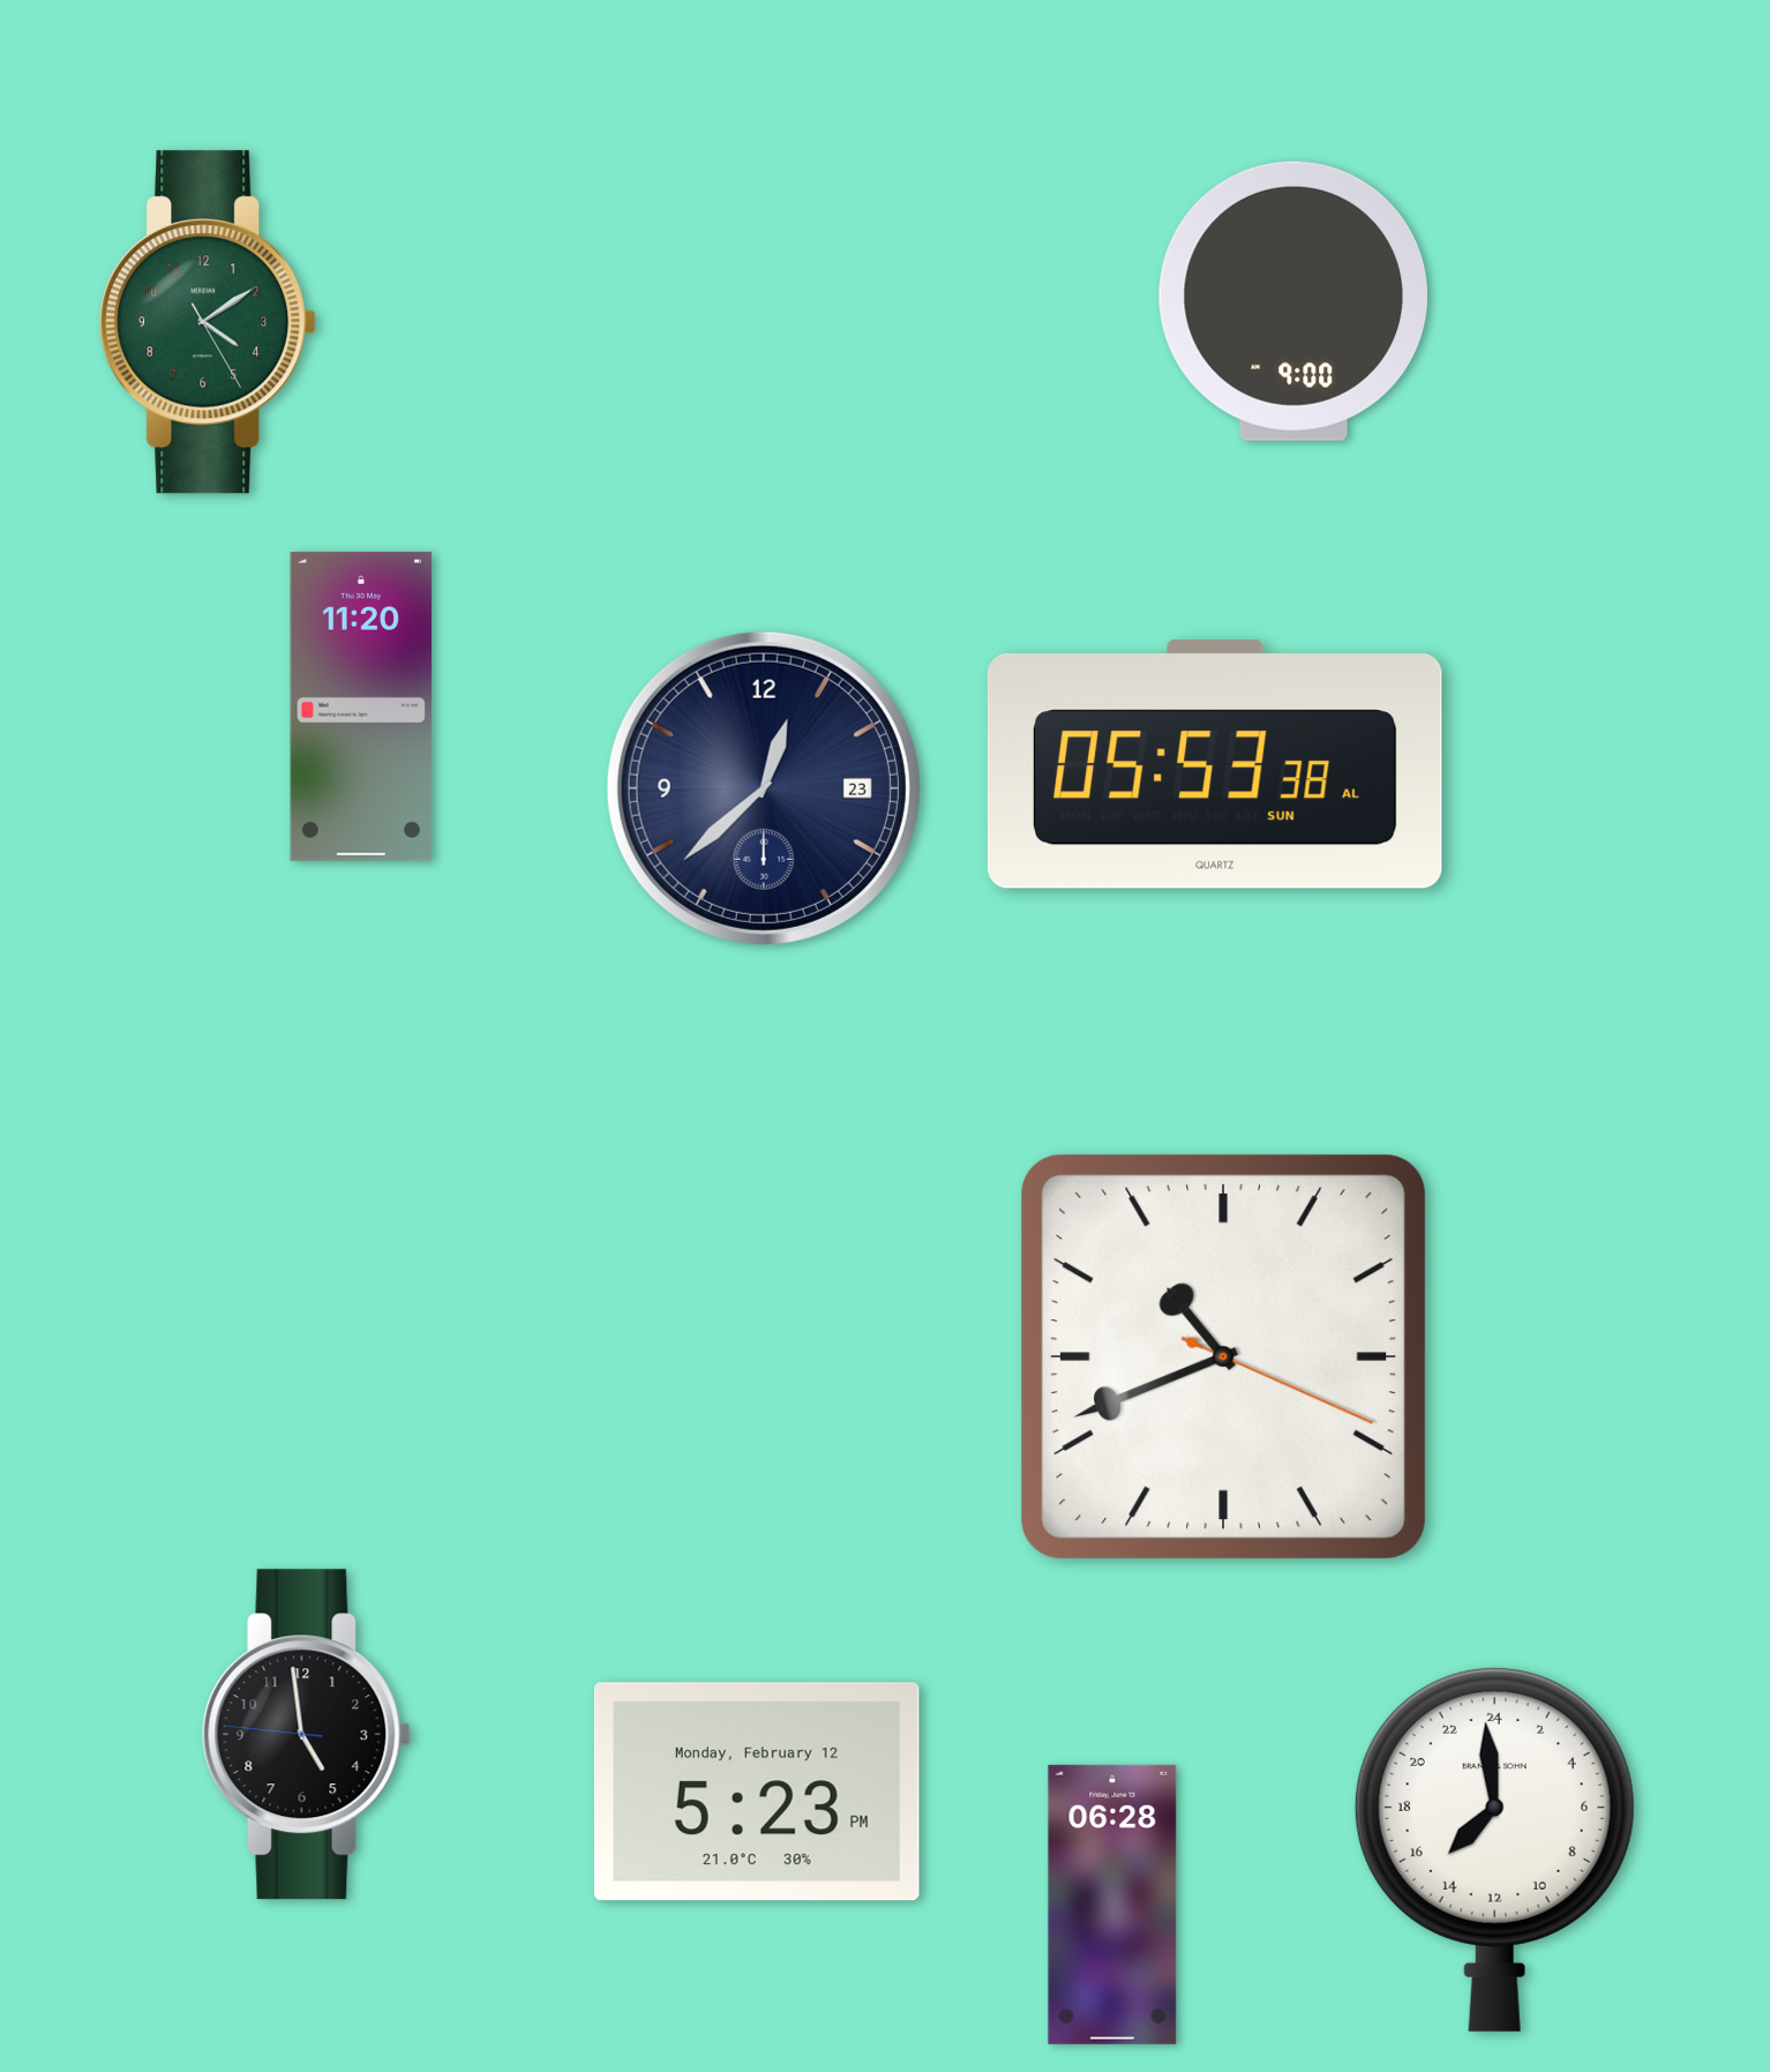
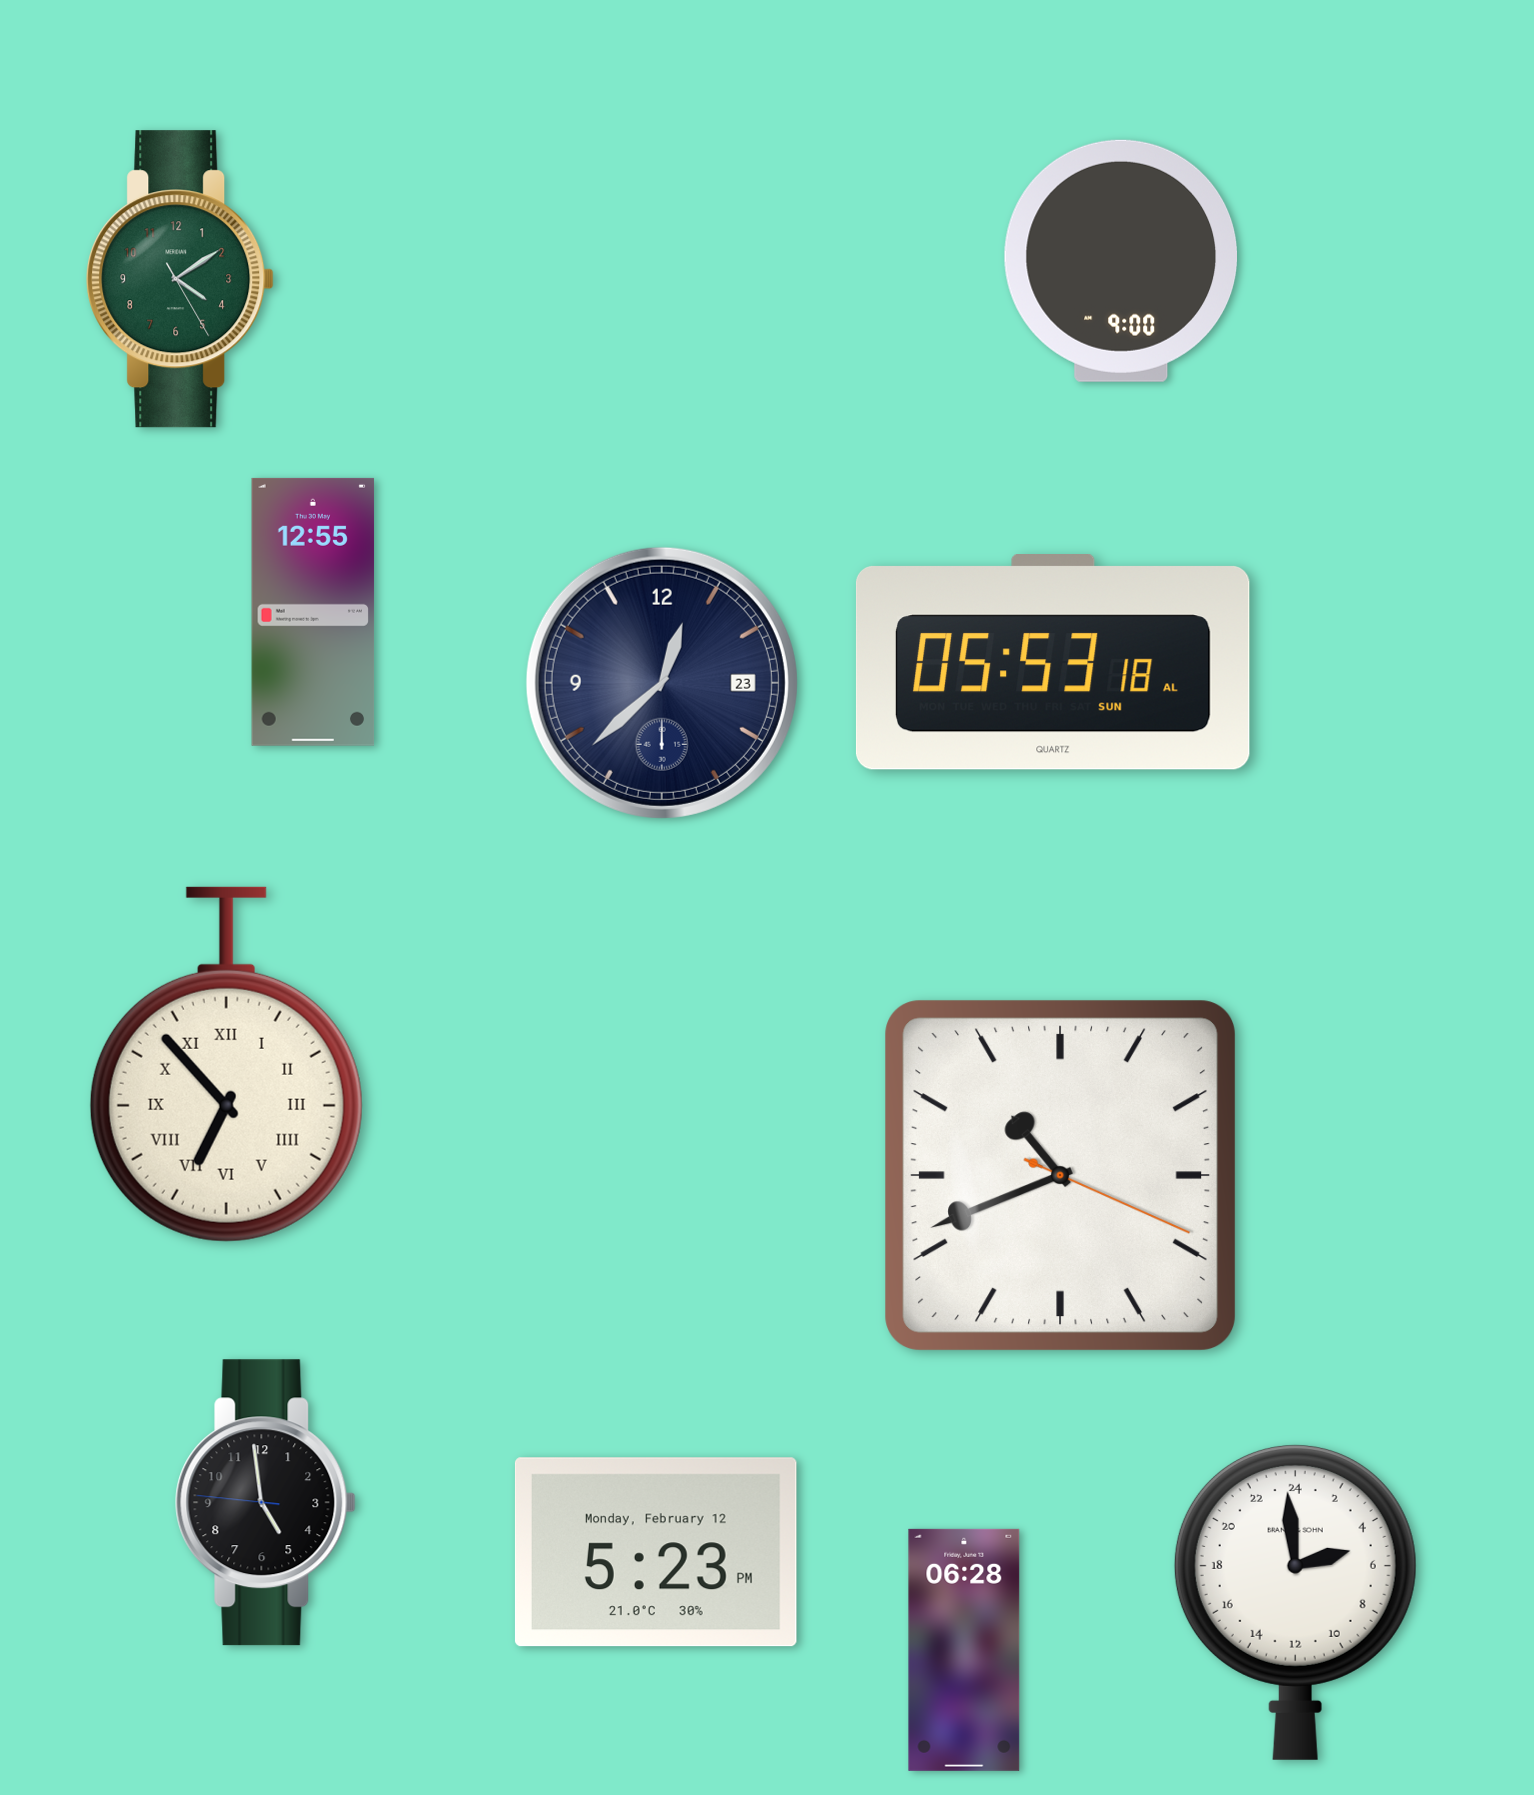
clock at (361, 706): 11:20 -> 12:55
clock at (1215, 765): 05:53:38 -> 05:53:18
clock at (226, 1064): none -> 6:53
clock at (1494, 1849): 14:59 -> 4:59
